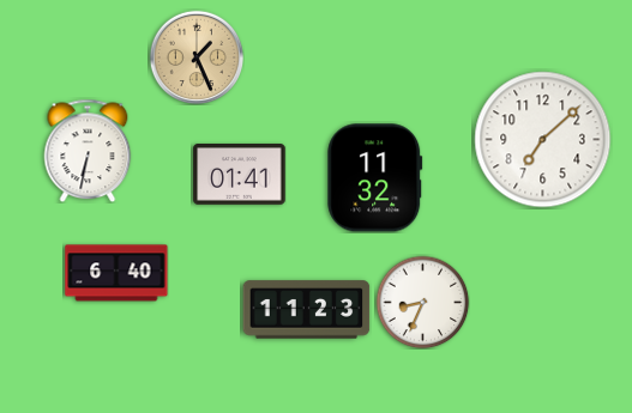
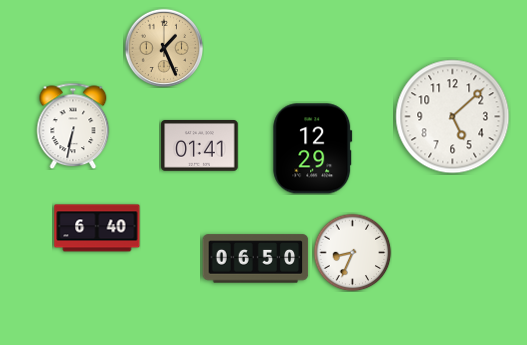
clock at (543, 140): 7:08 -> 5:08
clock at (375, 178): 11:32 -> 12:29
clock at (307, 310): 11:23 -> 06:50
